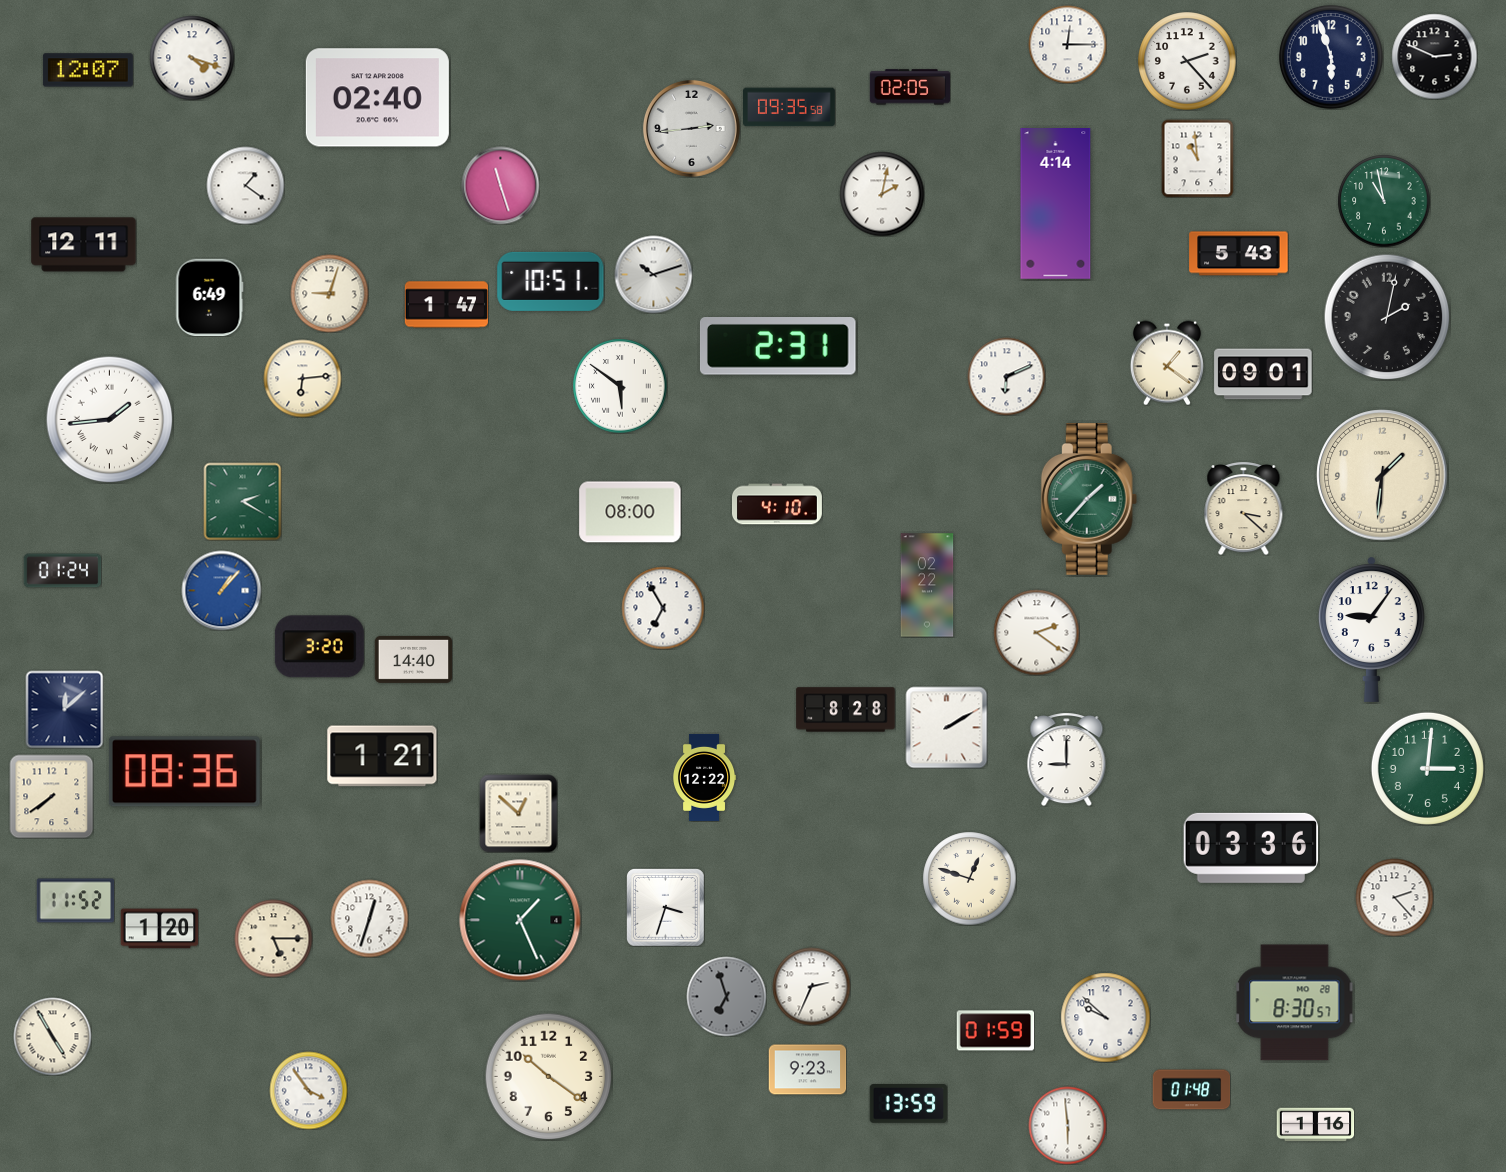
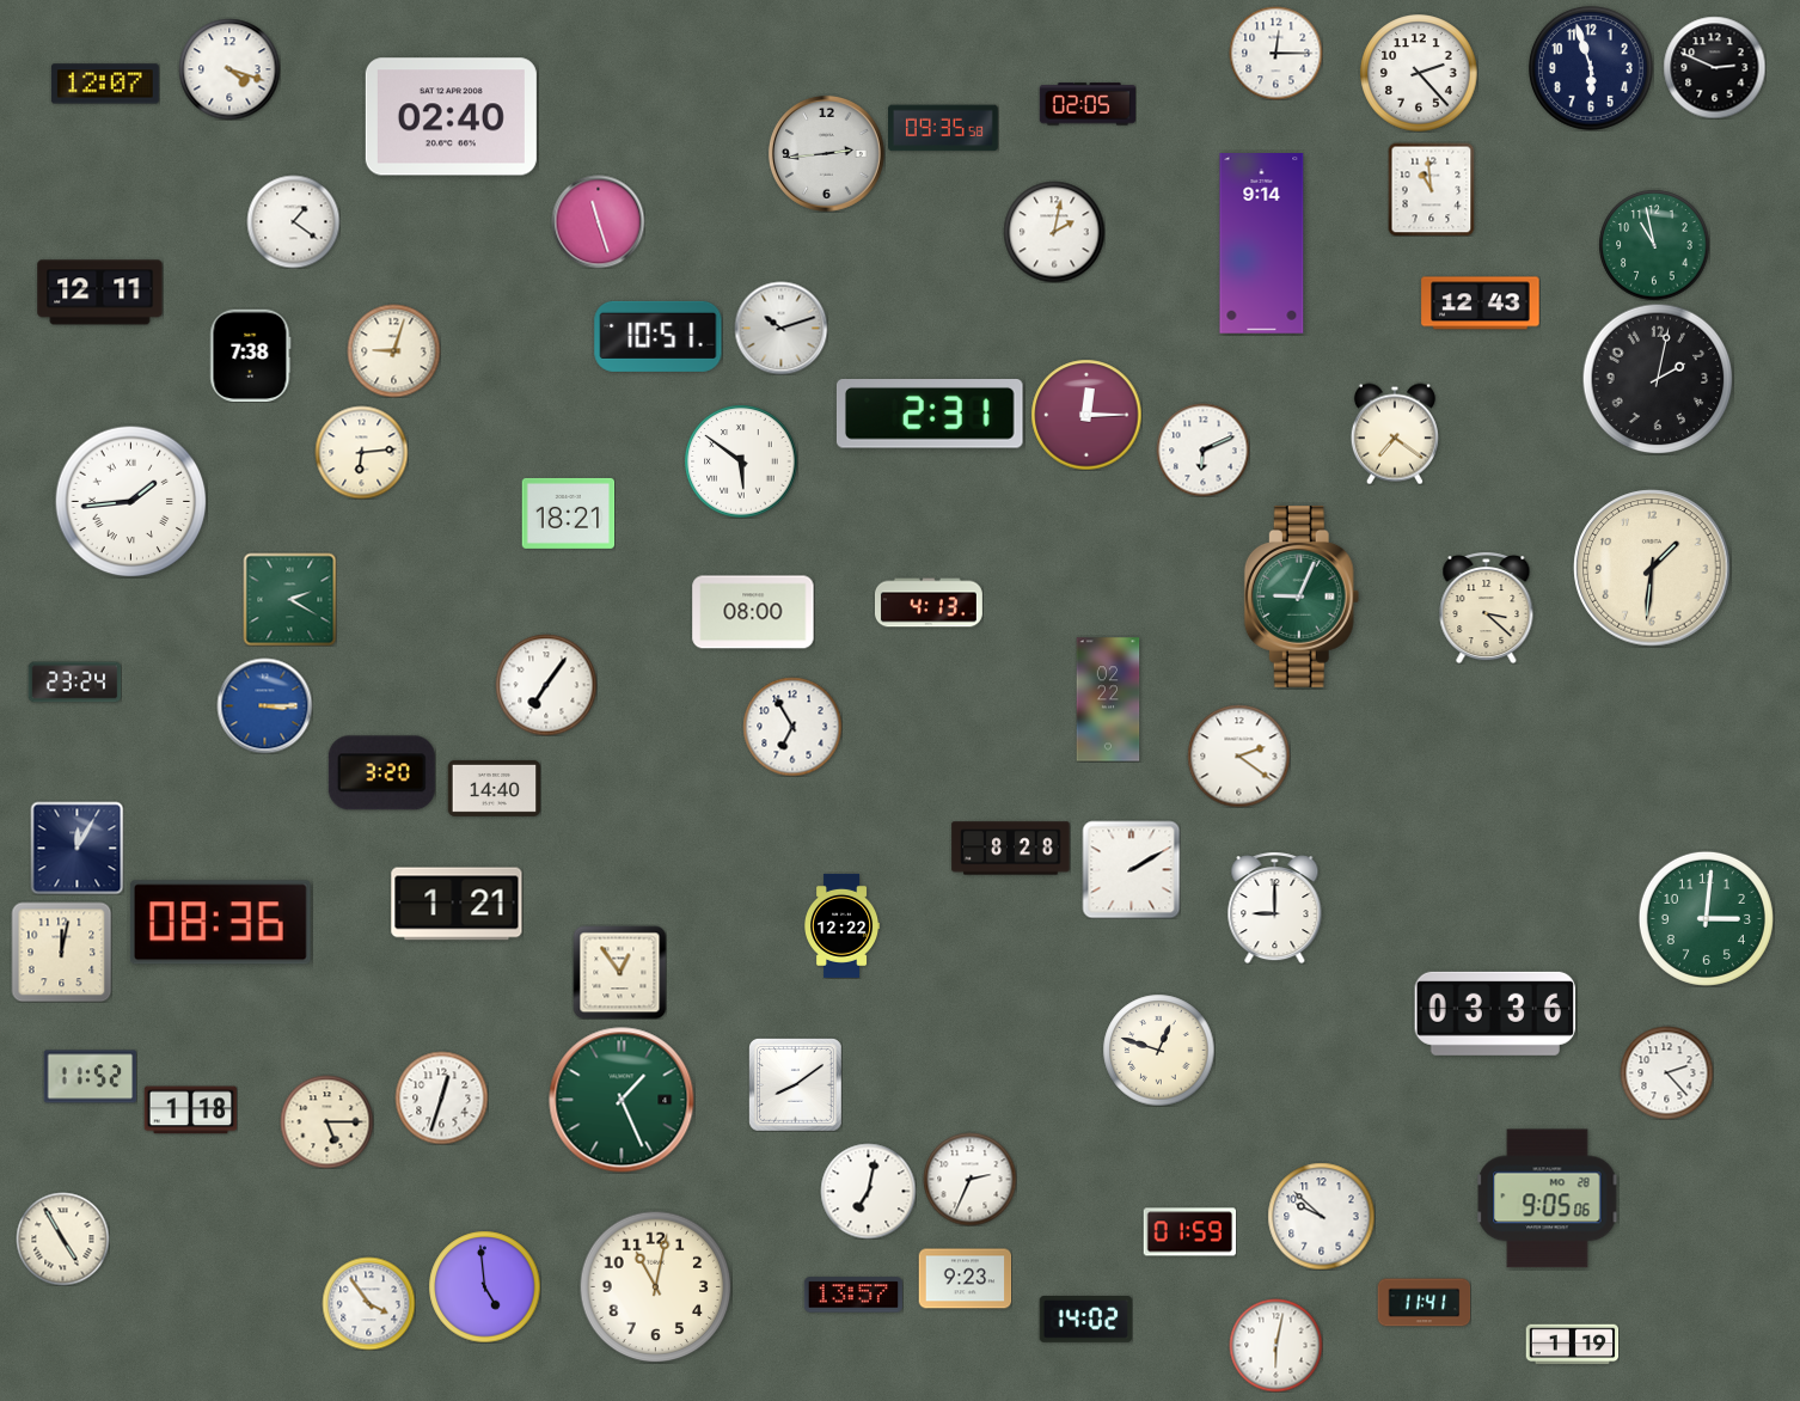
clock at (1384, 201) position: (1384, 201) -> (1654, 245)
clock at (1056, 204): 4:14 -> 9:14
clock at (1239, 254): 5:43 -> 12:43
clock at (209, 297): 6:49 -> 7:38
clock at (446, 305): 1:47 -> none
clock at (1086, 415): none -> 12:15
clock at (1167, 363): 1:21 -> 7:21
clock at (1263, 374): 09:01 -> none
clock at (568, 513): none -> 18:21
clock at (1089, 500): 1:37 -> 9:04
clock at (778, 504): 4:10 -> 4:13
clock at (62, 571): 01:24 -> 23:24
clock at (546, 685): none -> 7:06
clock at (221, 590): 1:07 -> 3:15
clock at (1371, 629): 9:06 -> none
clock at (64, 709): 12:08 -> 12:05
clock at (705, 777) position: (705, 777) -> (843, 925)
clock at (51, 796): 7:39 -> 12:02
clock at (518, 813): 12:52 -> 12:54
clock at (666, 908): 3:33 -> 8:09
clock at (159, 929): 1:20 -> 1:18
clock at (726, 996): 6:57 -> 7:02
clock at (726, 996) dial: grey -> white
clock at (1295, 1003): 8:30 -> 9:05
clock at (484, 1286): none -> 4:59
clock at (548, 1076): 10:21 -> 11:02
clock at (853, 1295): none -> 13:57
clock at (1191, 1090): 01:48 -> 11:41
clock at (908, 1104): 13:59 -> 14:02
clock at (1067, 1125): 5:59 -> 6:02
clock at (1315, 1125): 1:16 -> 1:19
